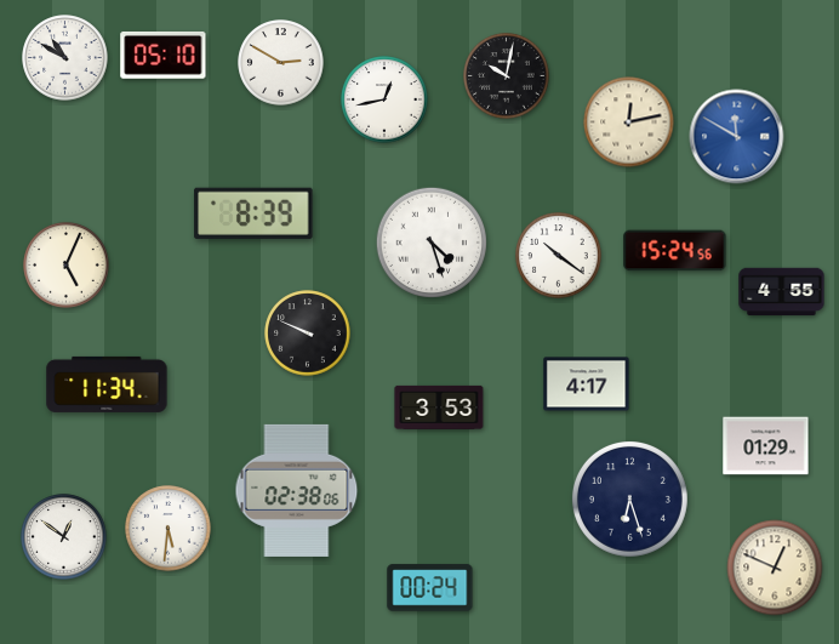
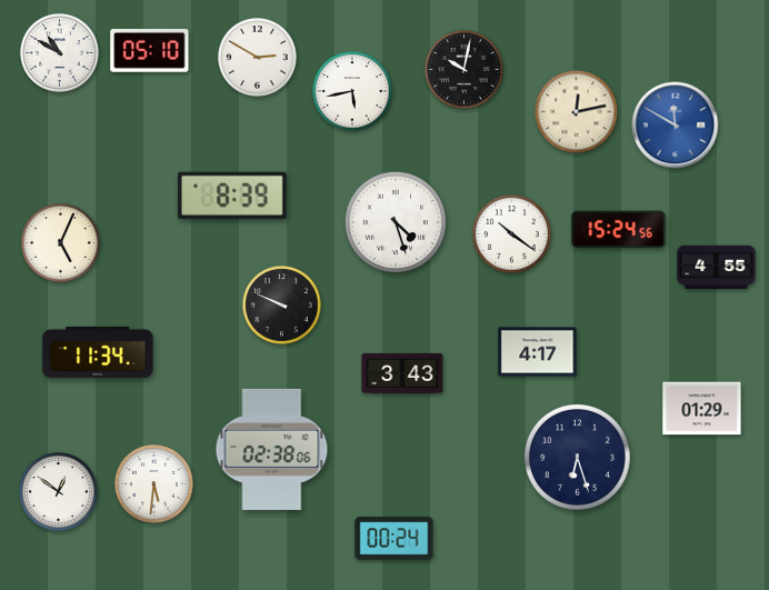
clock at (384, 99): 12:43 -> 5:43
clock at (439, 408): 3:53 -> 3:43
clock at (775, 568): 12:49 -> none
